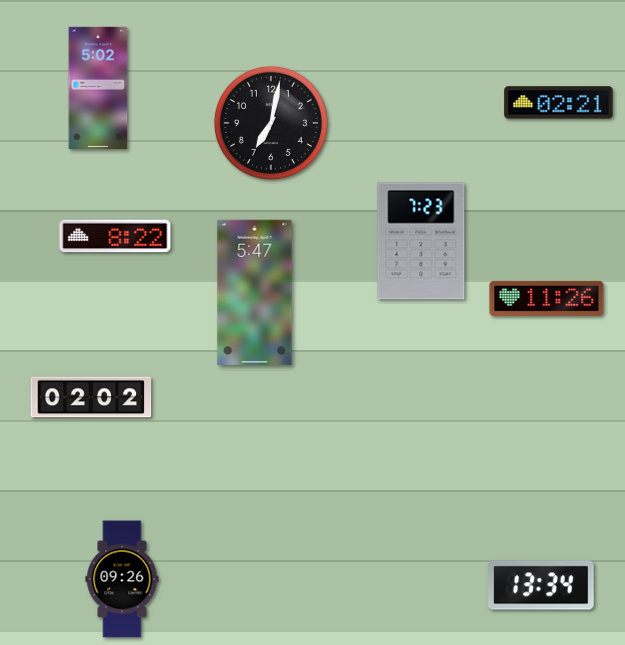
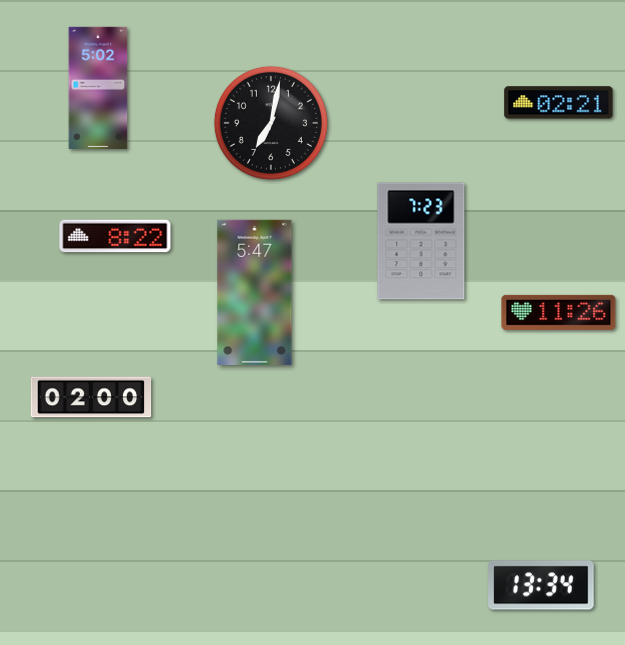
clock at (547, 298) position: (547, 298) -> (559, 312)
clock at (91, 397): 02:02 -> 02:00
clock at (122, 579): 09:26 -> none
